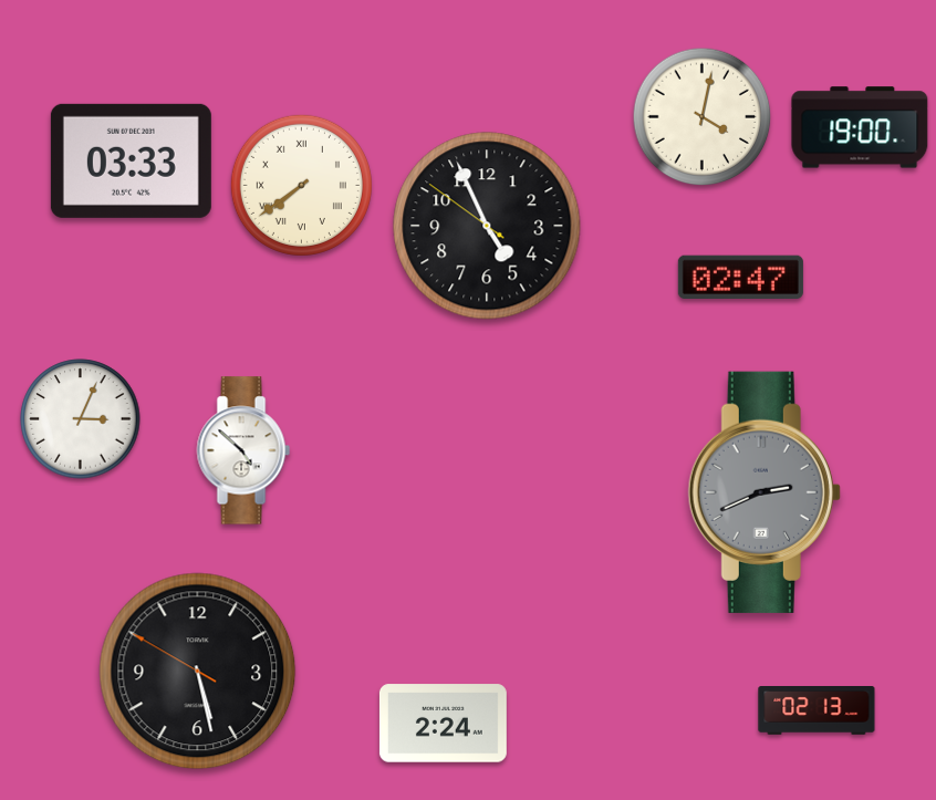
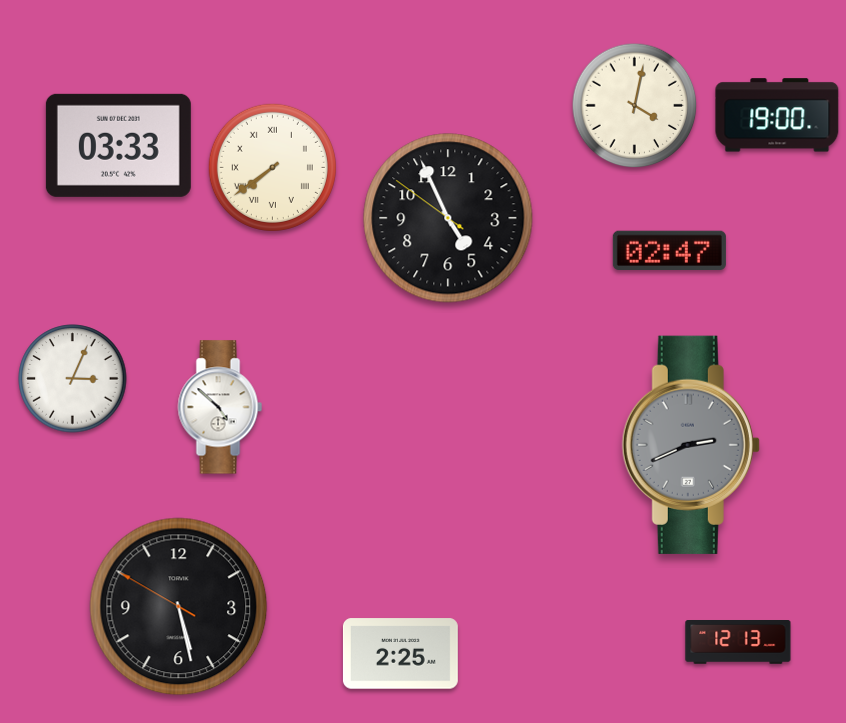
clock at (487, 226) position: (487, 226) -> (448, 218)
clock at (817, 711): 02:13 -> 12:13
clock at (443, 724): 2:24 -> 2:25
